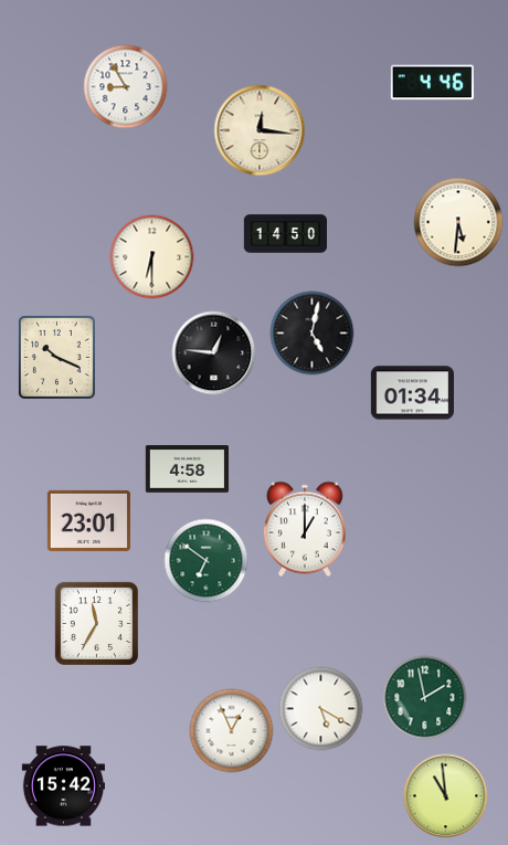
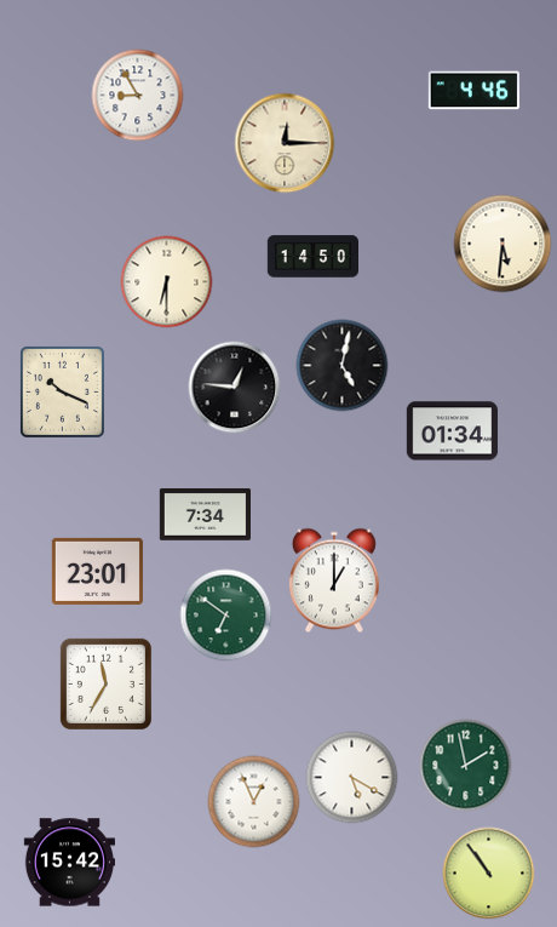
clock at (260, 130): 12:16 -> 12:15
clock at (187, 469): 4:58 -> 7:34
clock at (446, 796): 10:59 -> 10:54
